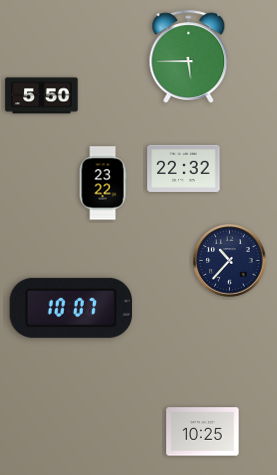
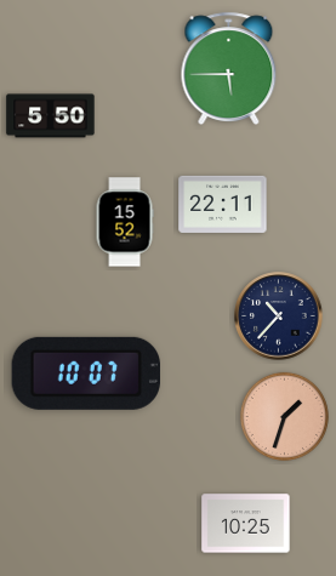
clock at (184, 168): 22:32 -> 22:11
clock at (103, 183): 23:22 -> 15:52
clock at (284, 416): none -> 1:33
